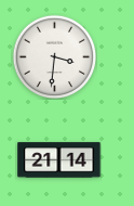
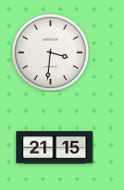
clock at (59, 160): 21:14 -> 21:15
